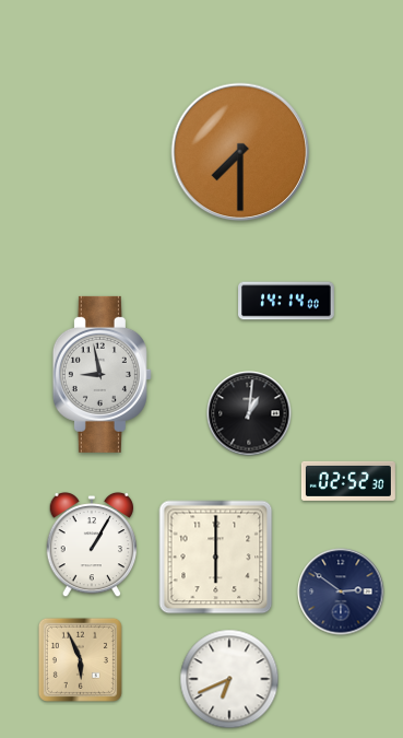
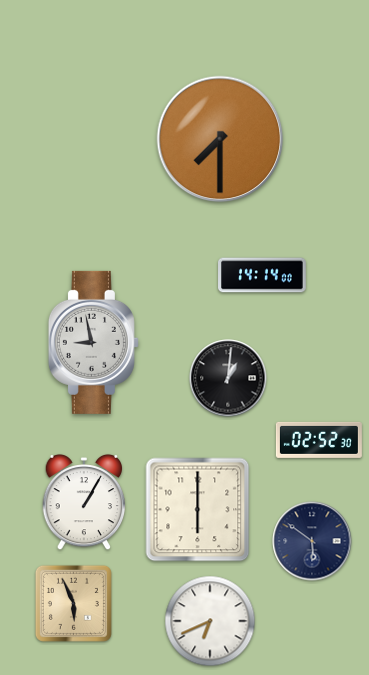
clock at (92, 544) position: (92, 544) -> (84, 502)
clock at (341, 591): 2:51 -> 5:51
